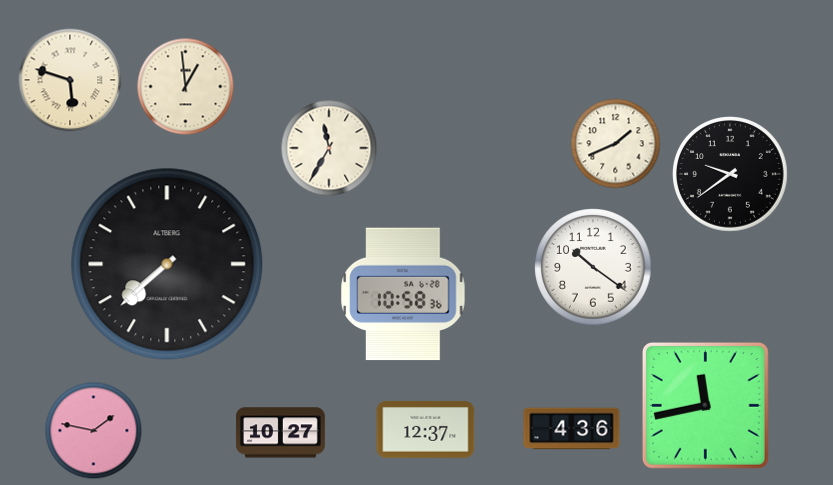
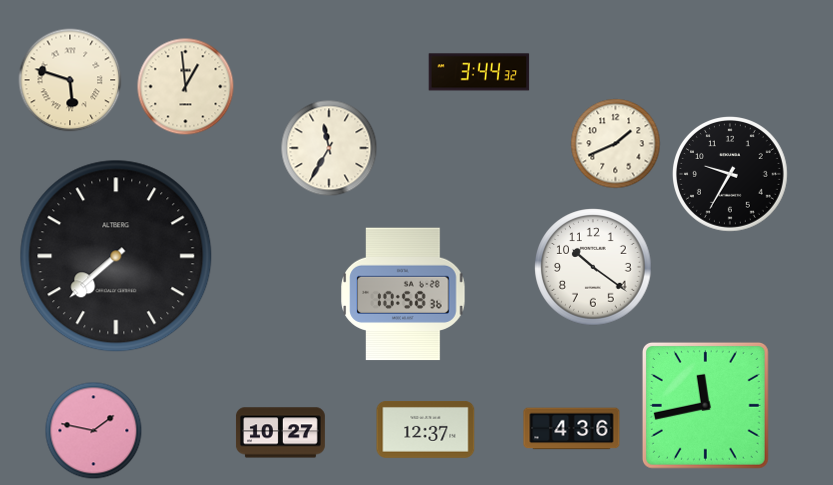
clock at (479, 72): none -> 3:44
clock at (731, 175): 9:39 -> 9:35
clock at (167, 264) position: (167, 264) -> (116, 256)
